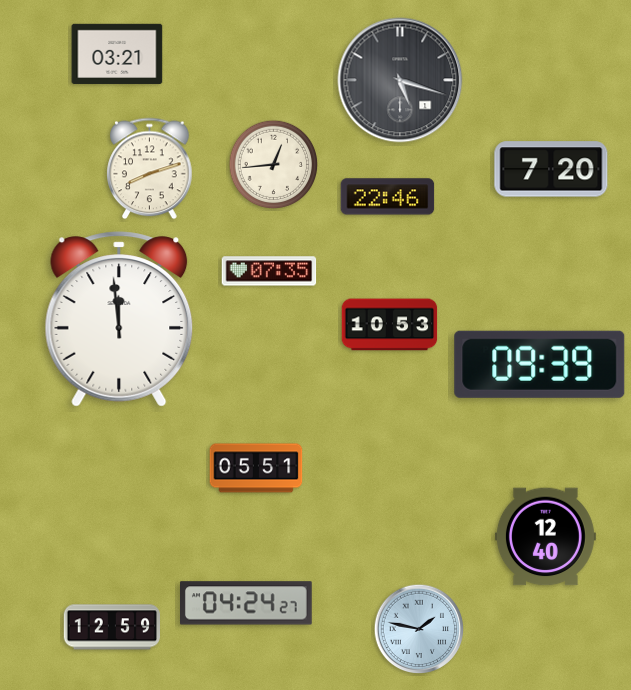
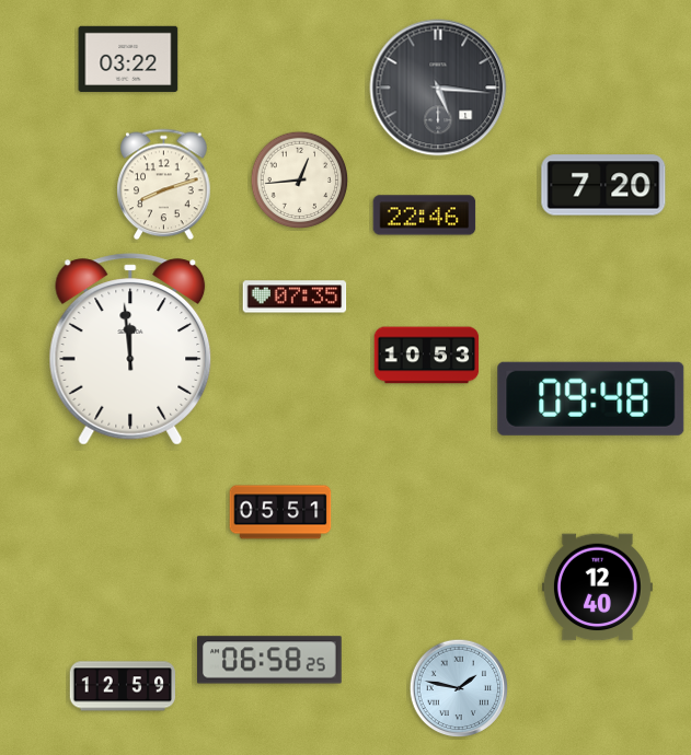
clock at (117, 54): 03:21 -> 03:22
clock at (400, 80): 5:18 -> 5:16
clock at (540, 364): 09:39 -> 09:48
clock at (247, 603): 04:24 -> 06:58
